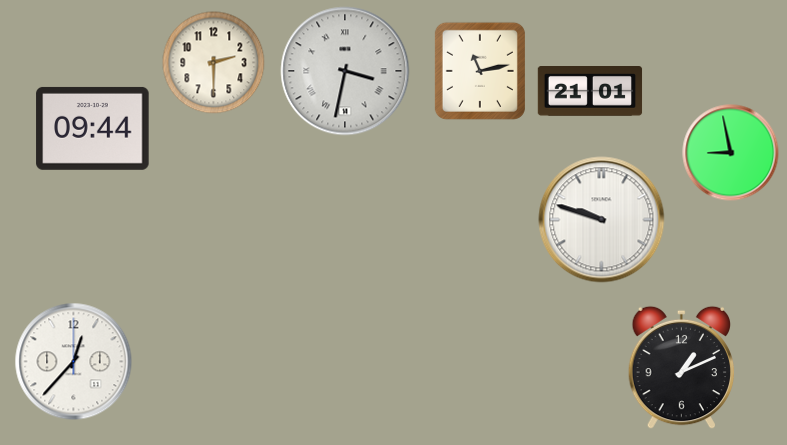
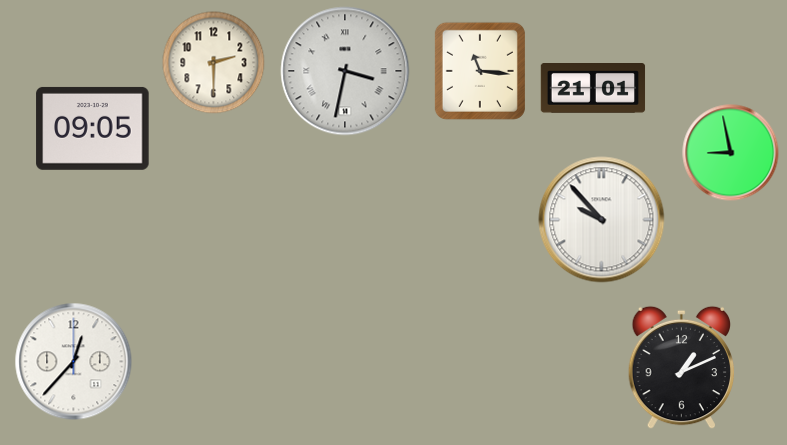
clock at (480, 71): 11:13 -> 11:16
clock at (590, 92) position: (590, 92) -> (593, 89)
clock at (93, 128): 09:44 -> 09:05
clock at (602, 220): 9:48 -> 9:53
